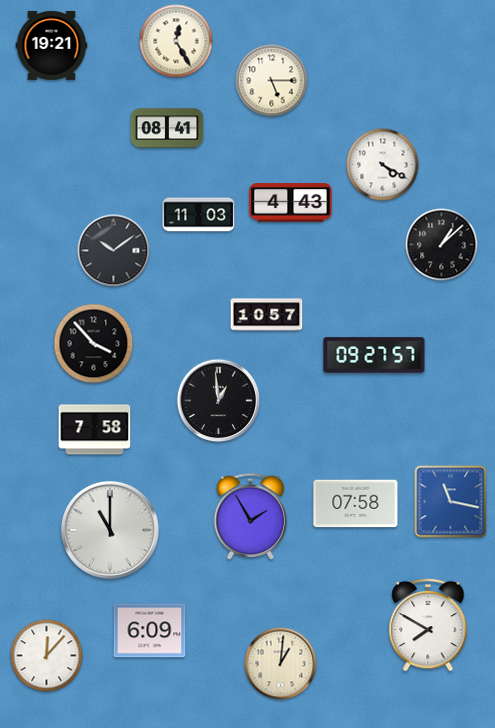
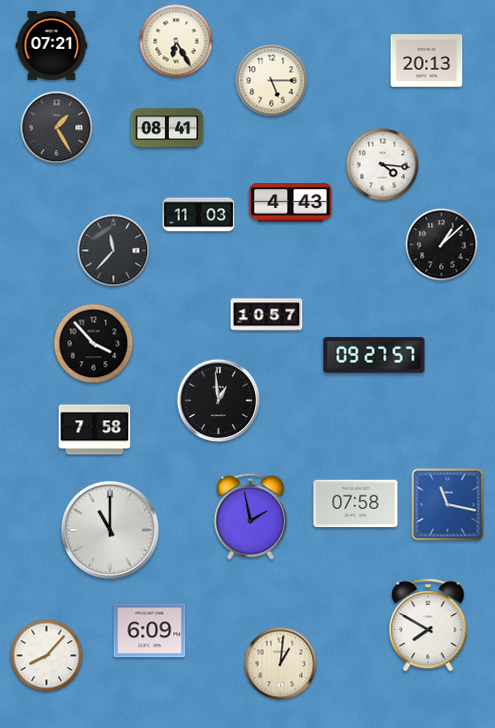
clock at (176, 41): 12:25 -> 6:25
clock at (52, 45): 19:21 -> 07:21
clock at (427, 61): none -> 20:13
clock at (57, 128): none -> 1:25
clock at (383, 165): 4:20 -> 4:16
clock at (114, 251): 10:09 -> 11:37
clock at (451, 502) position: (451, 502) -> (448, 505)
clock at (251, 516): 1:55 -> 1:58
clock at (47, 656): 12:07 -> 8:07
